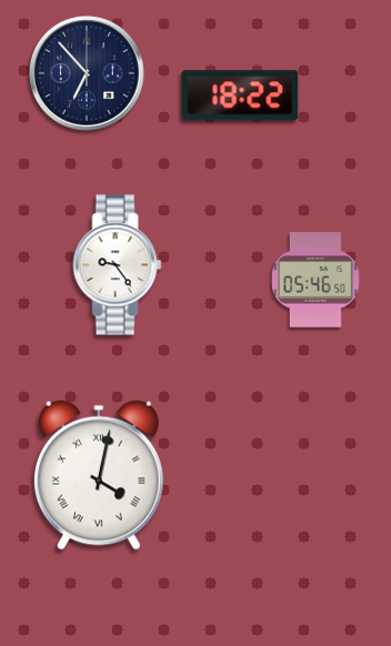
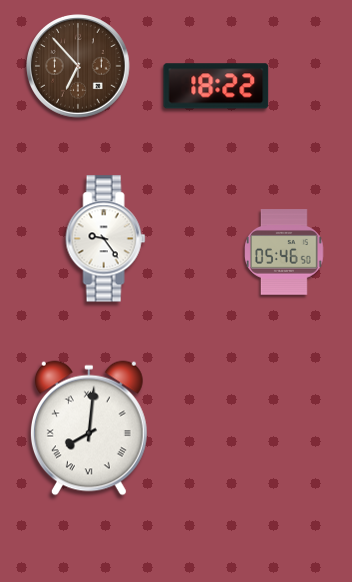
clock at (87, 73) dial: navy -> brown
clock at (99, 475): 4:02 -> 8:01
